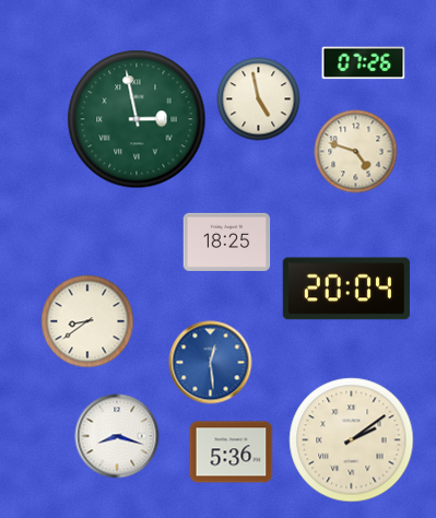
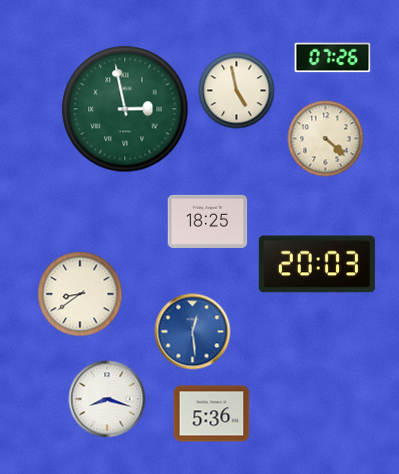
clock at (356, 152): 4:48 -> 4:22
clock at (346, 289): 20:04 -> 20:03
clock at (352, 440): 2:09 -> none
